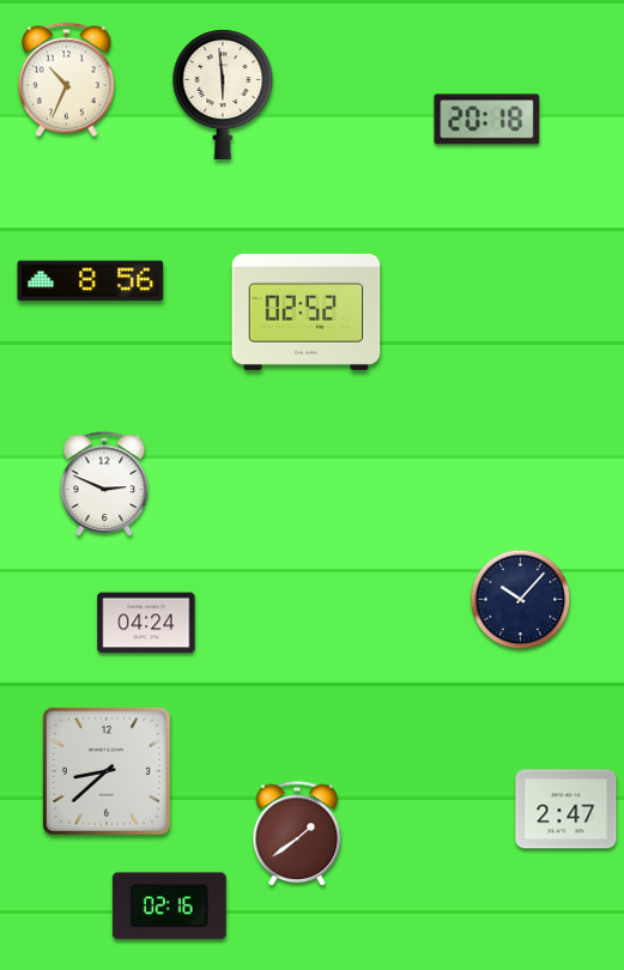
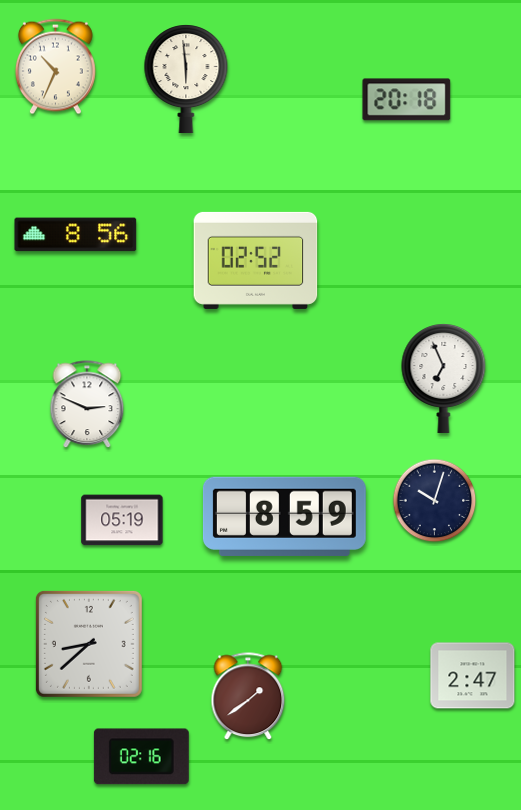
clock at (444, 379): none -> 6:56
clock at (521, 600): 10:07 -> 10:03
clock at (284, 516): none -> 8:59
clock at (146, 623): 04:24 -> 05:19
